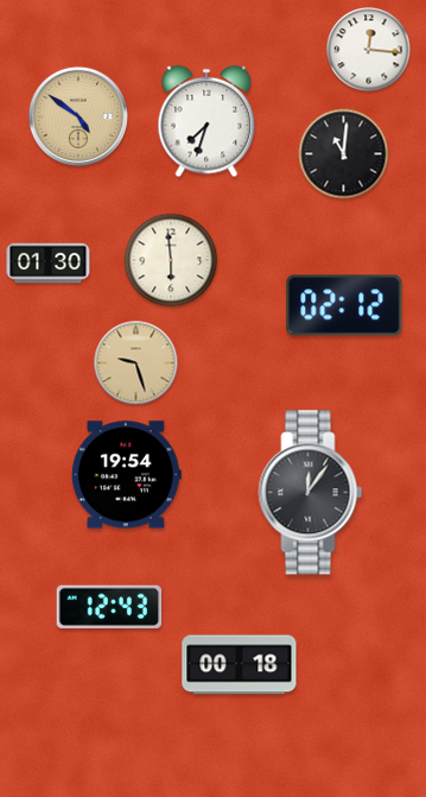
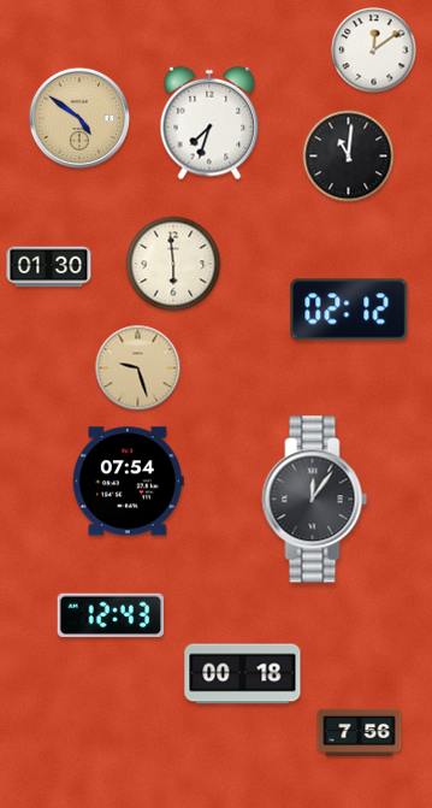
clock at (369, 50): 12:16 -> 12:09
clock at (126, 475): 19:54 -> 07:54
clock at (360, 733): none -> 7:56
